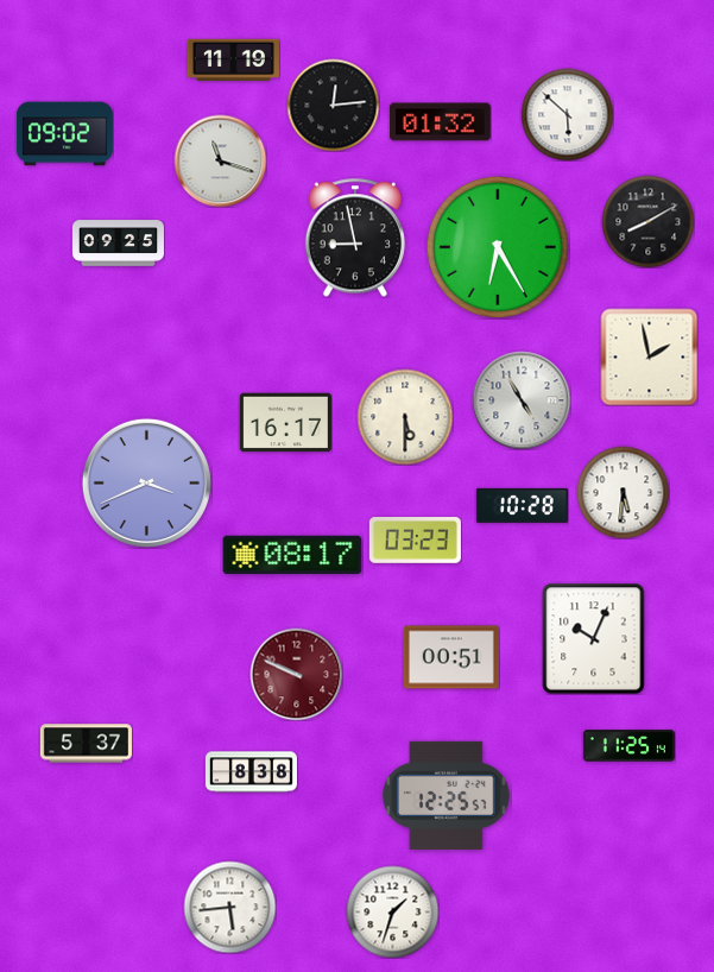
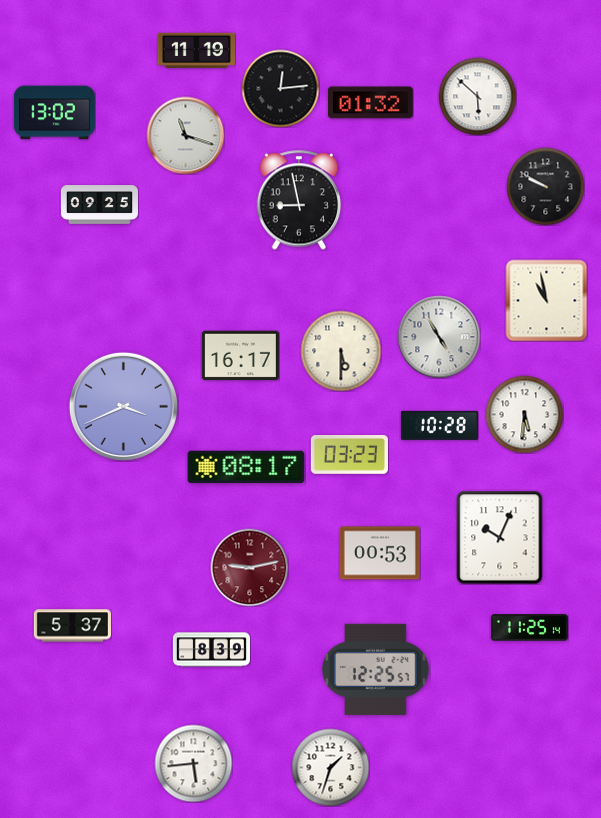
clock at (64, 134): 09:02 -> 13:02
clock at (647, 221): 8:10 -> 9:50
clock at (498, 247): 6:25 -> none
clock at (649, 356): 1:58 -> 10:58
clock at (451, 657): 00:51 -> 00:53
clock at (296, 674): 9:49 -> 9:13
clock at (251, 772): 8:38 -> 8:39
